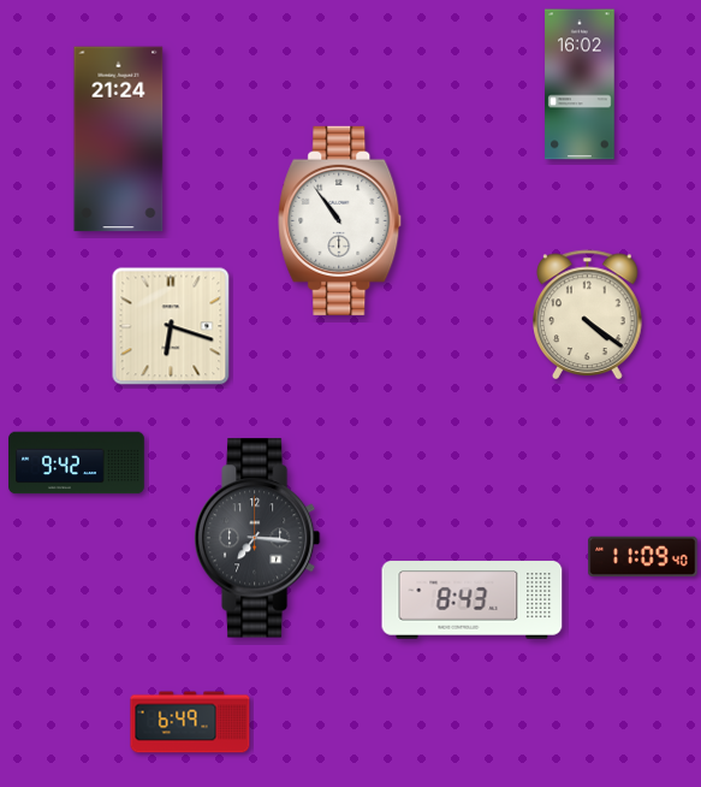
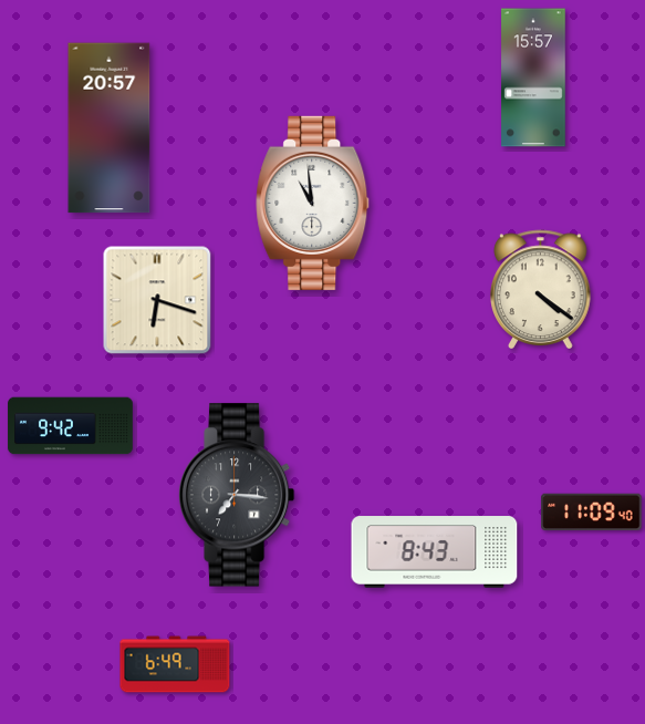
clock at (580, 84): 16:02 -> 15:57
clock at (119, 140): 21:24 -> 20:57
clock at (340, 220): 10:54 -> 10:59
